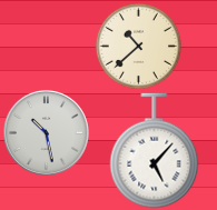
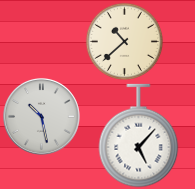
clock at (47, 133) position: (47, 133) -> (42, 117)
